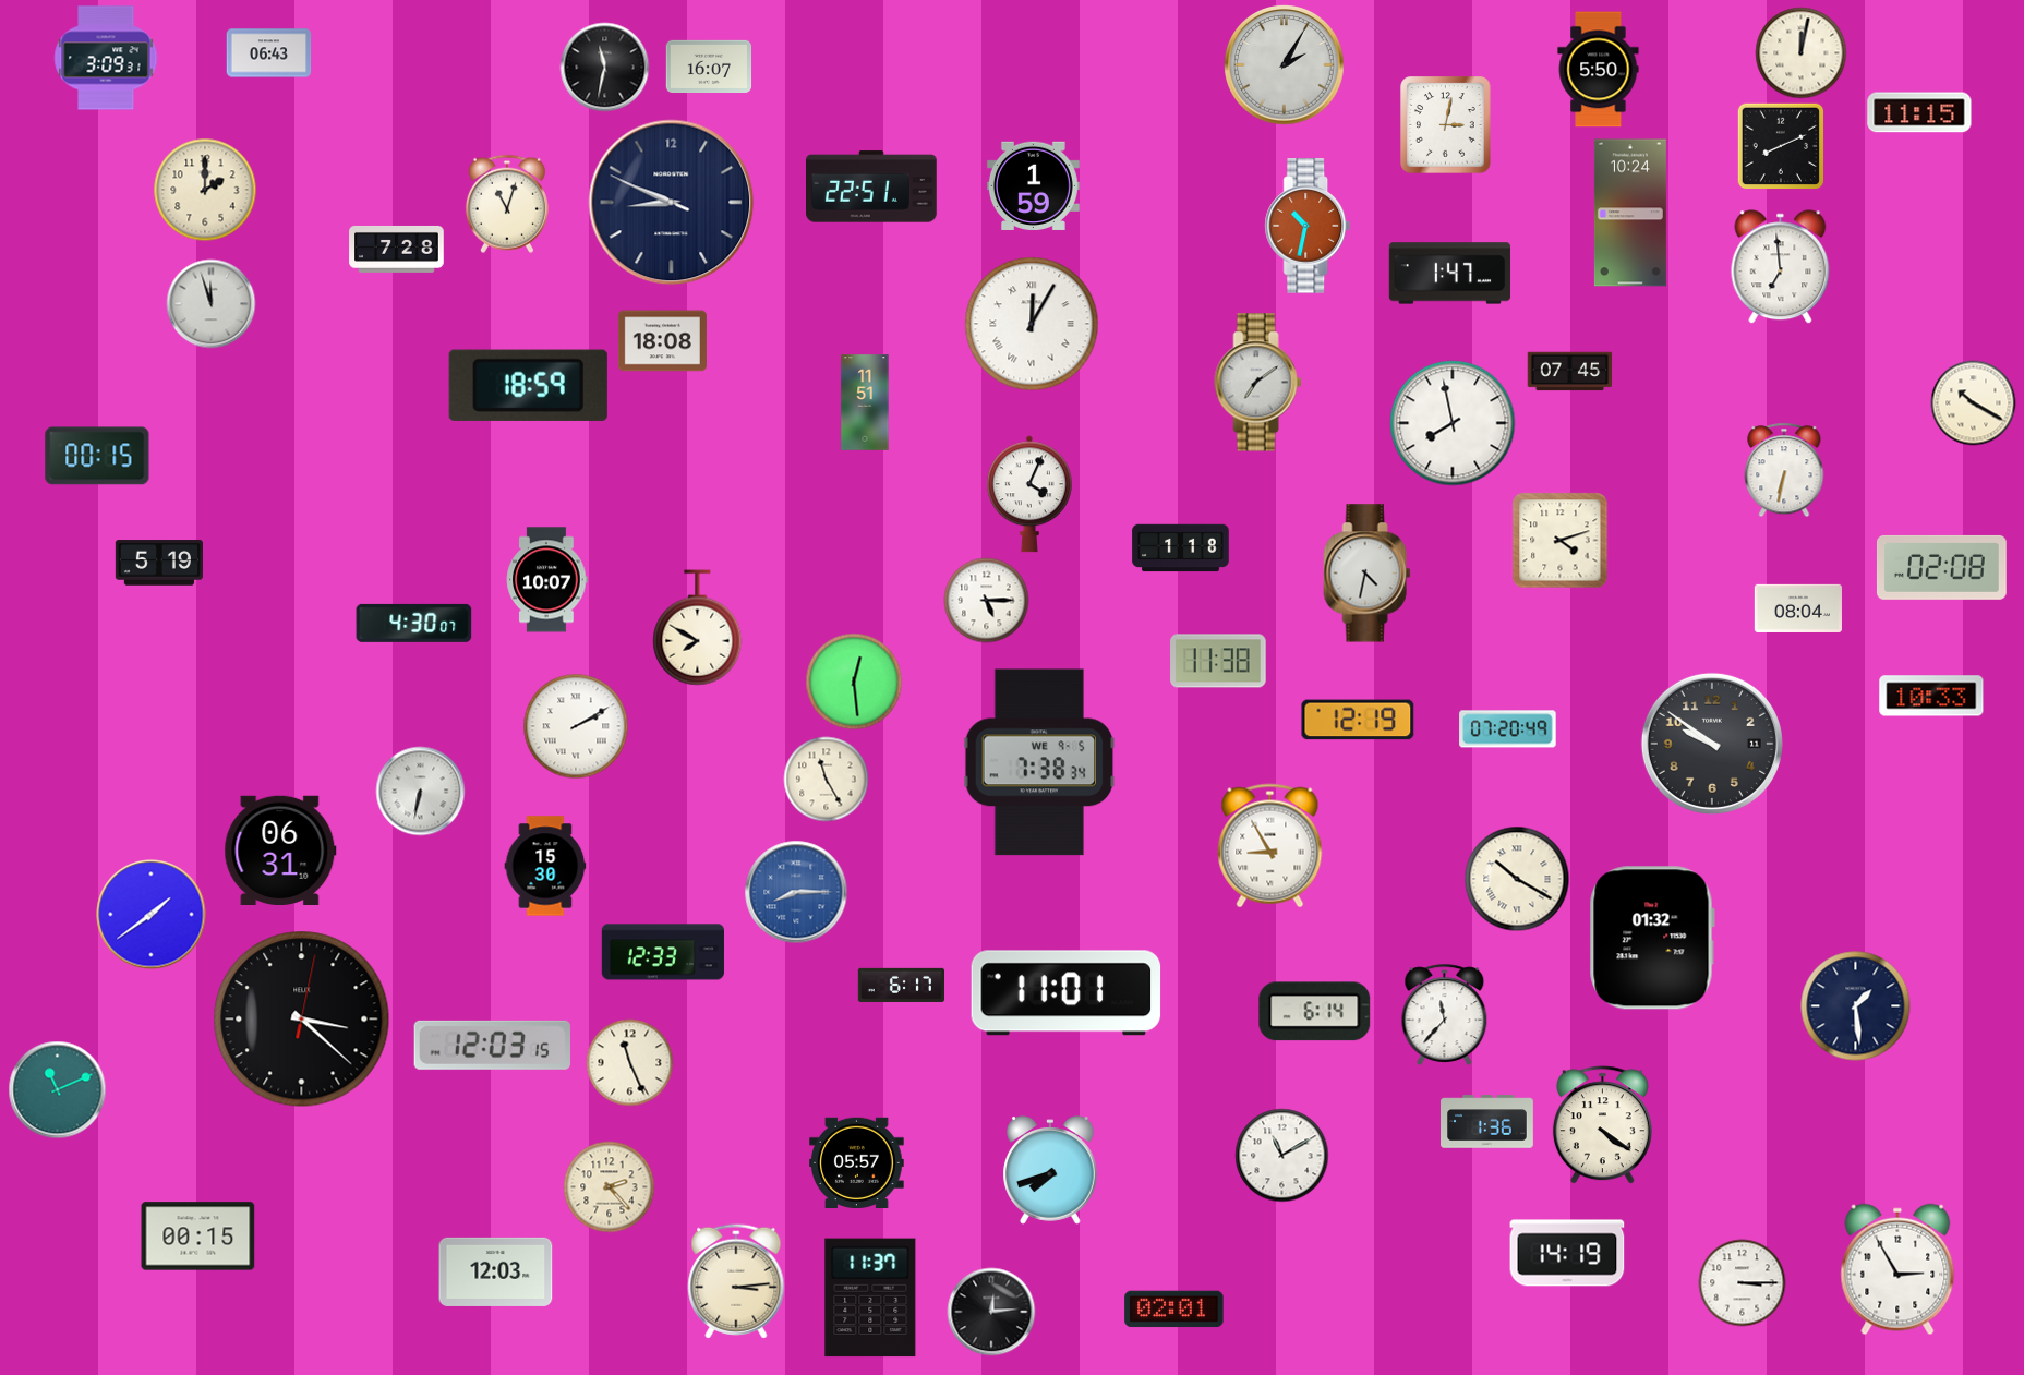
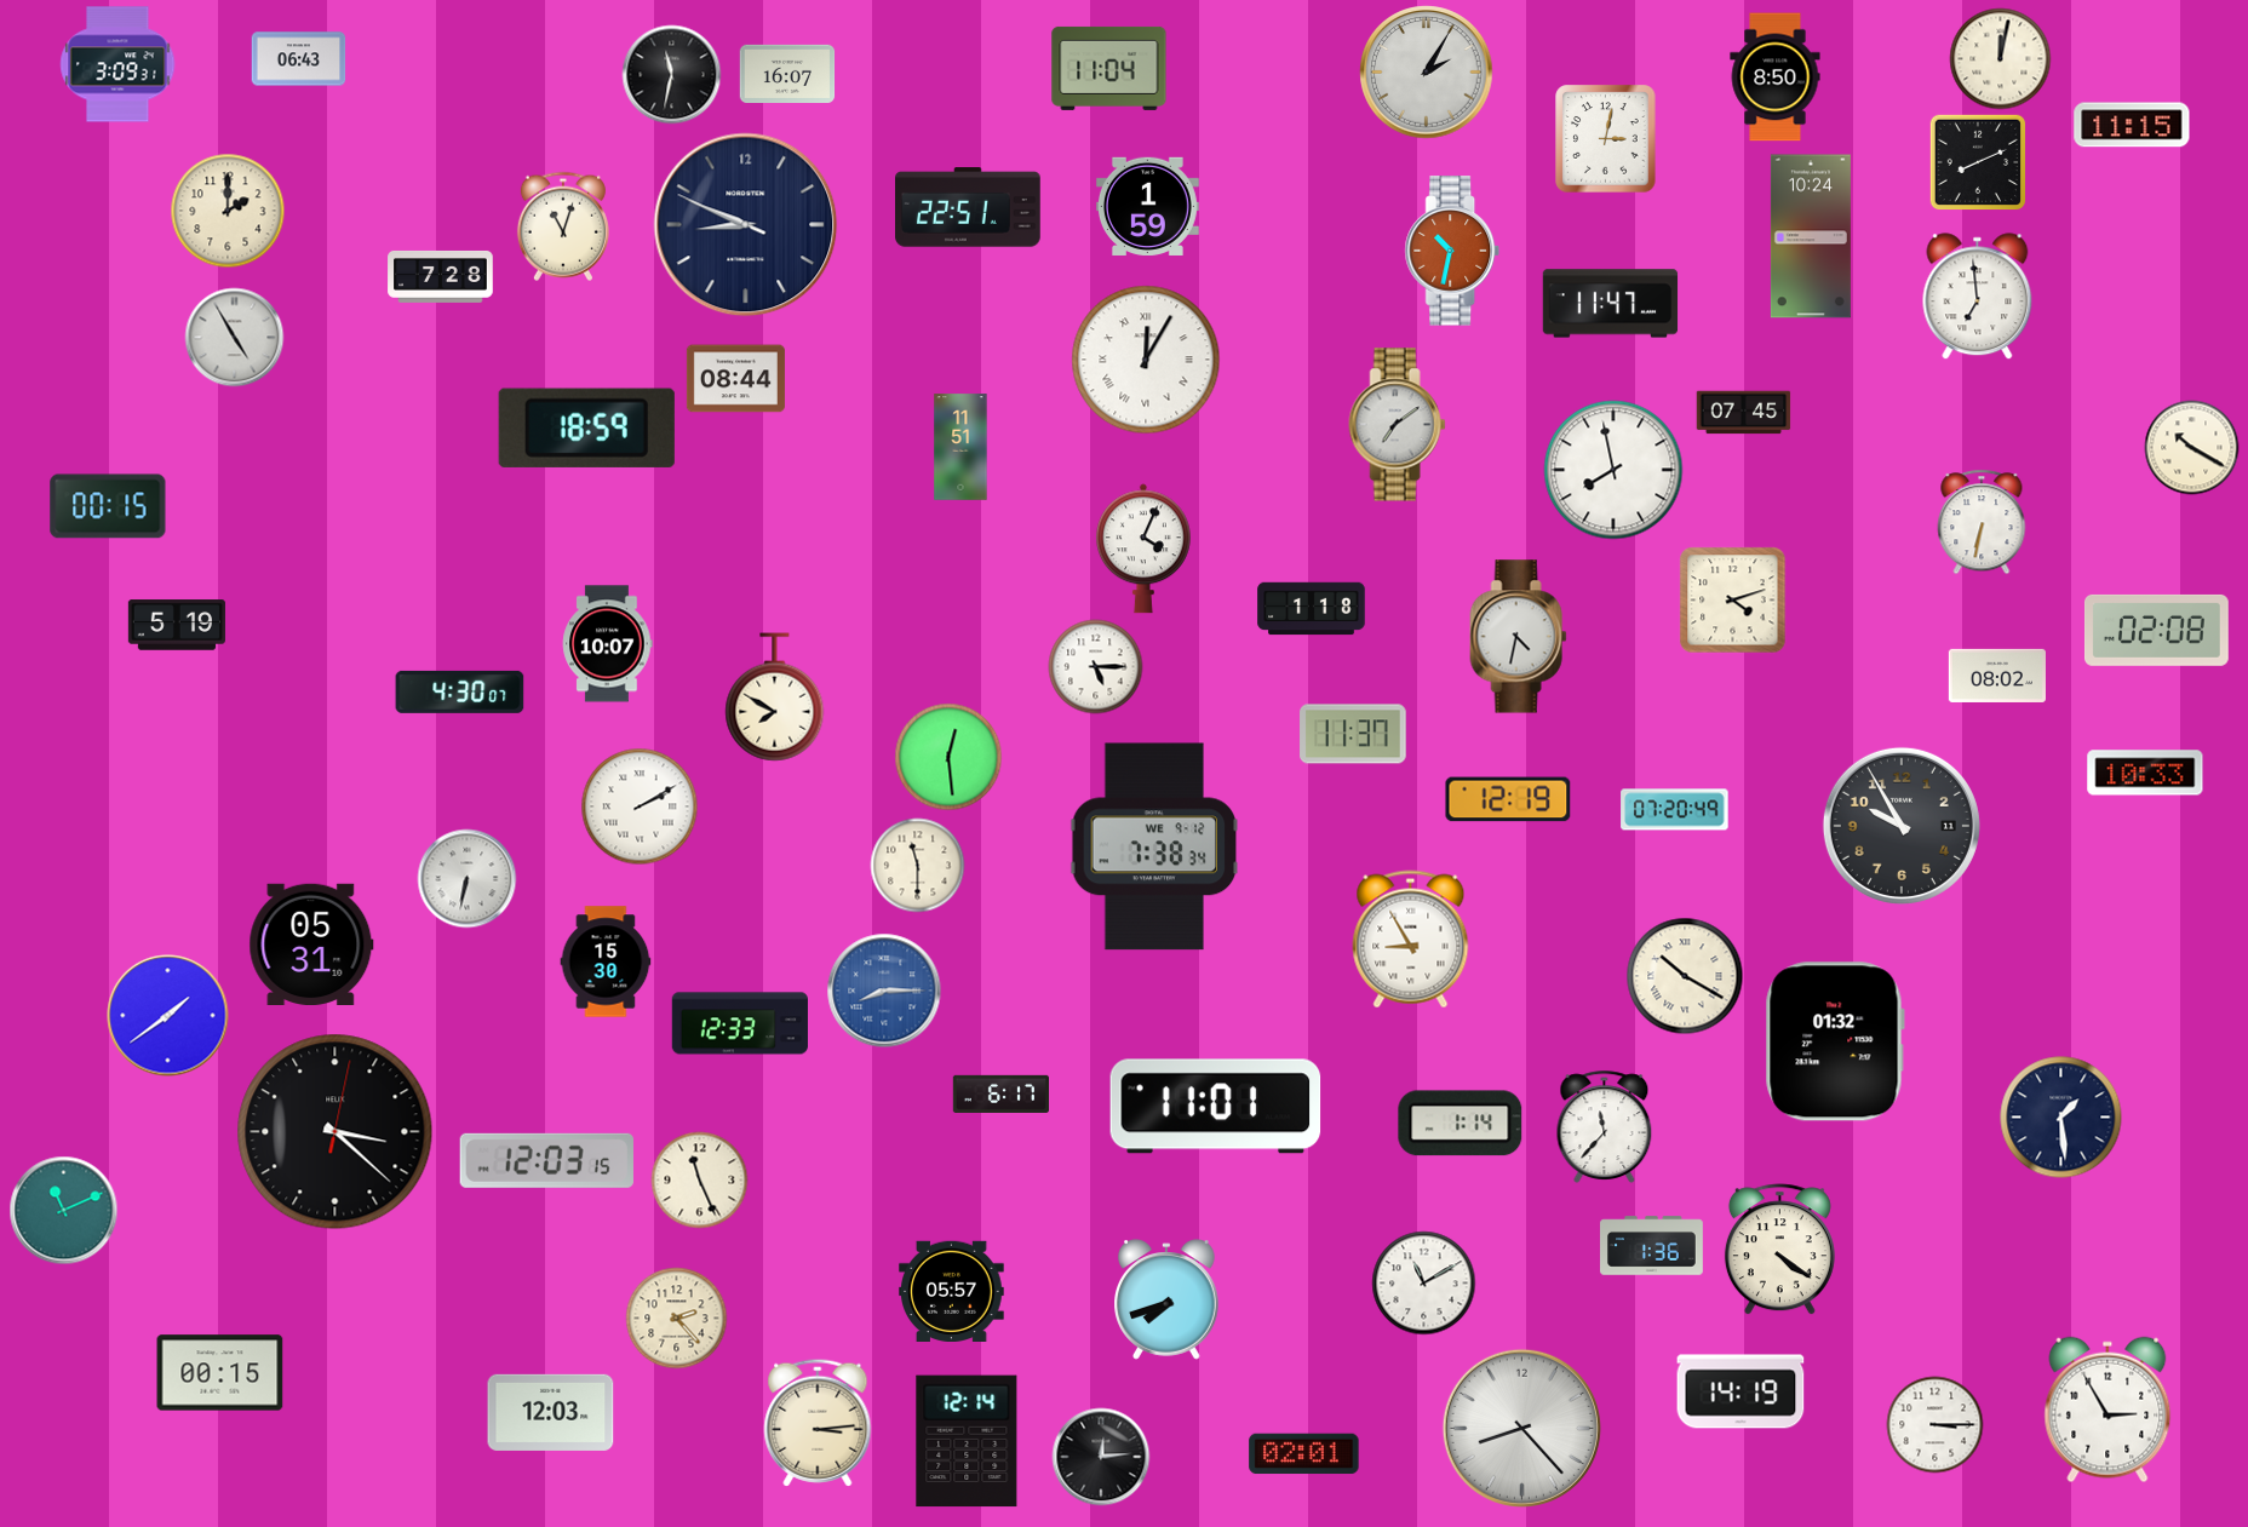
clock at (1109, 68): none -> 11:04
clock at (1599, 70): 5:50 -> 8:50
clock at (1450, 274): 1:47 -> 11:47
clock at (212, 304): 11:57 -> 4:55
clock at (662, 341): 18:08 -> 08:44
clock at (1798, 608): 08:04 -> 08:02
clock at (1218, 661): 11:38 -> 11:37
clock at (1712, 744): 9:51 -> 9:55
clock at (1039, 762) date: WE 9-5 -> WE 9-12
clock at (827, 780): 11:25 -> 11:30
clock at (280, 849): 06:31 -> 05:31
clock at (662, 952) position: (662, 952) -> (739, 1023)
clock at (1067, 993) position: (1067, 993) -> (1216, 1107)
clock at (1315, 1012): 6:14 -> 1:14
clock at (1521, 1428): none -> 8:23
clock at (870, 1298): 11:37 -> 12:14
